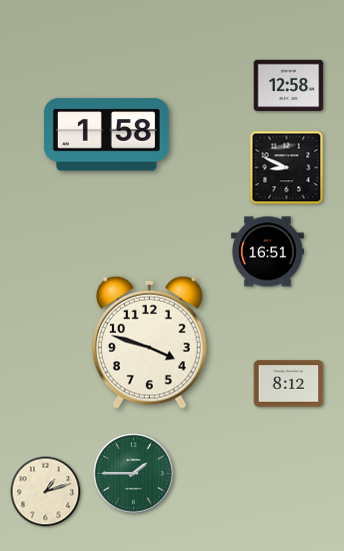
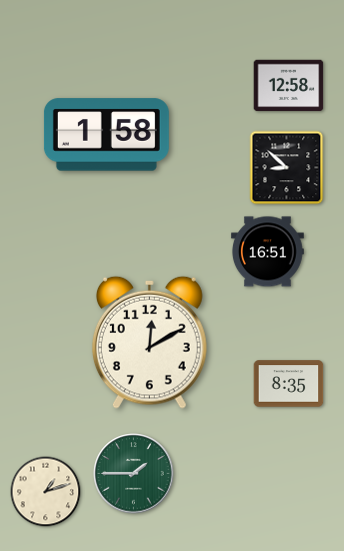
clock at (287, 168): 8:49 -> 8:52
clock at (149, 342): 3:48 -> 12:10
clock at (289, 384): 8:12 -> 8:35
